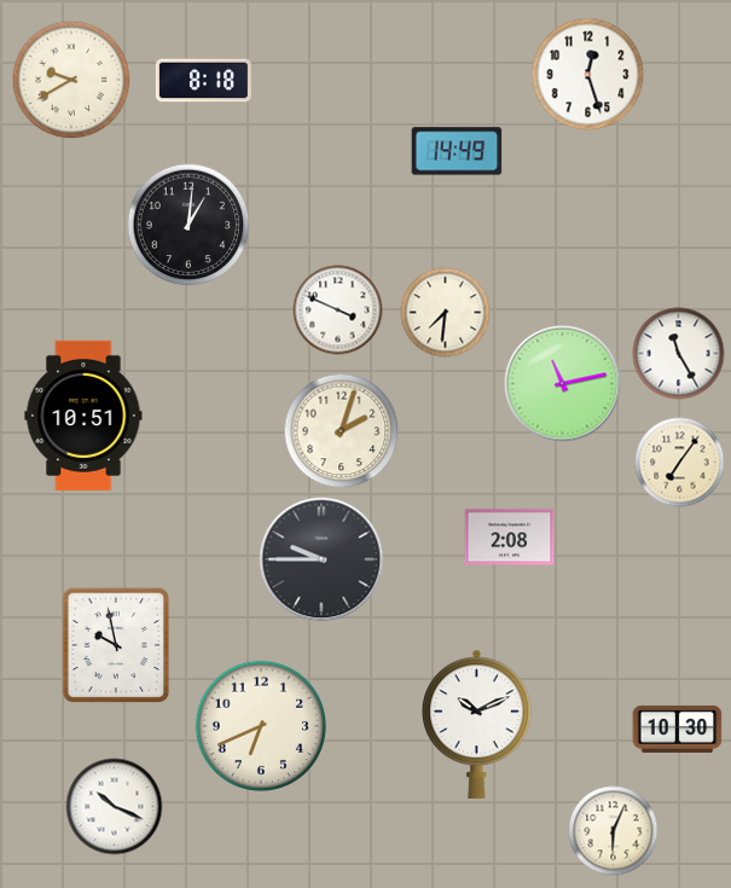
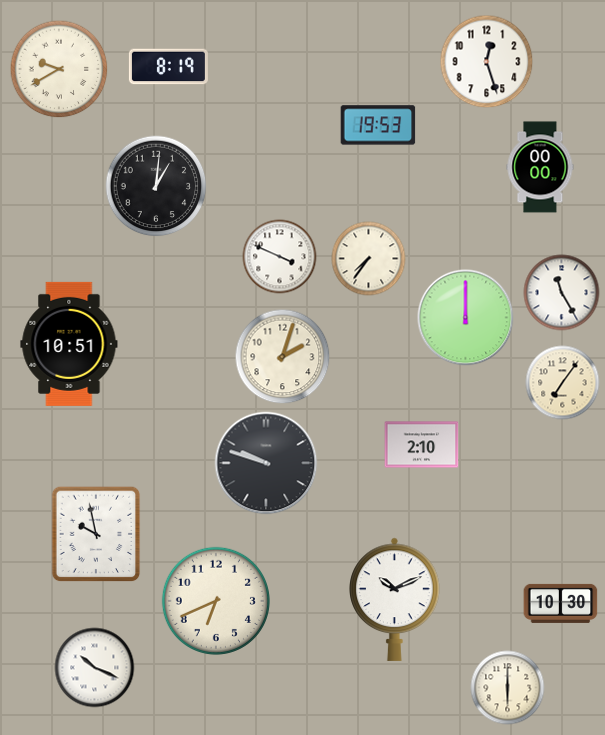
clock at (71, 80) position: (71, 80) -> (59, 69)
clock at (203, 81): 8:18 -> 8:19
clock at (457, 151): 14:49 -> 19:53
clock at (540, 167): none -> 00:00
clock at (446, 313): 7:31 -> 7:36
clock at (563, 384): 11:13 -> 12:00
clock at (510, 538): 2:08 -> 2:10
clock at (321, 559): 9:45 -> 9:48
clock at (614, 831): 6:04 -> 6:00
